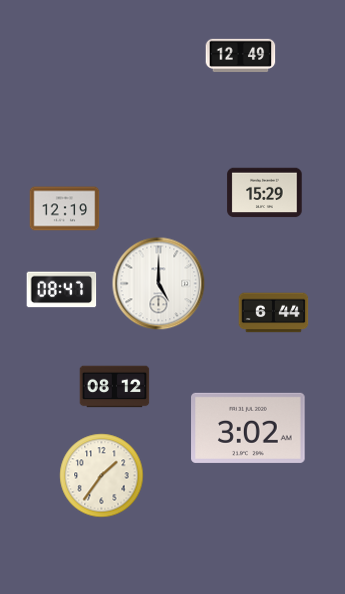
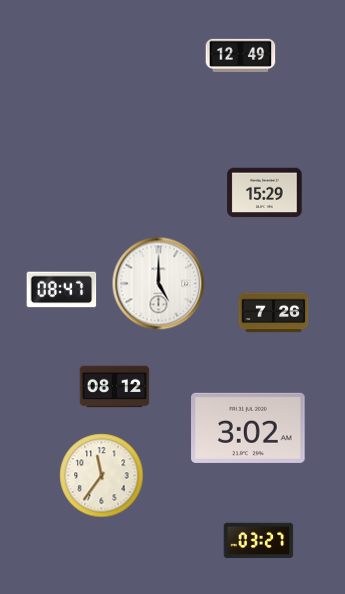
clock at (65, 209): 12:19 -> none
clock at (274, 313): 6:44 -> 7:26
clock at (102, 476): 1:36 -> 11:36
clock at (259, 541): none -> 03:27
